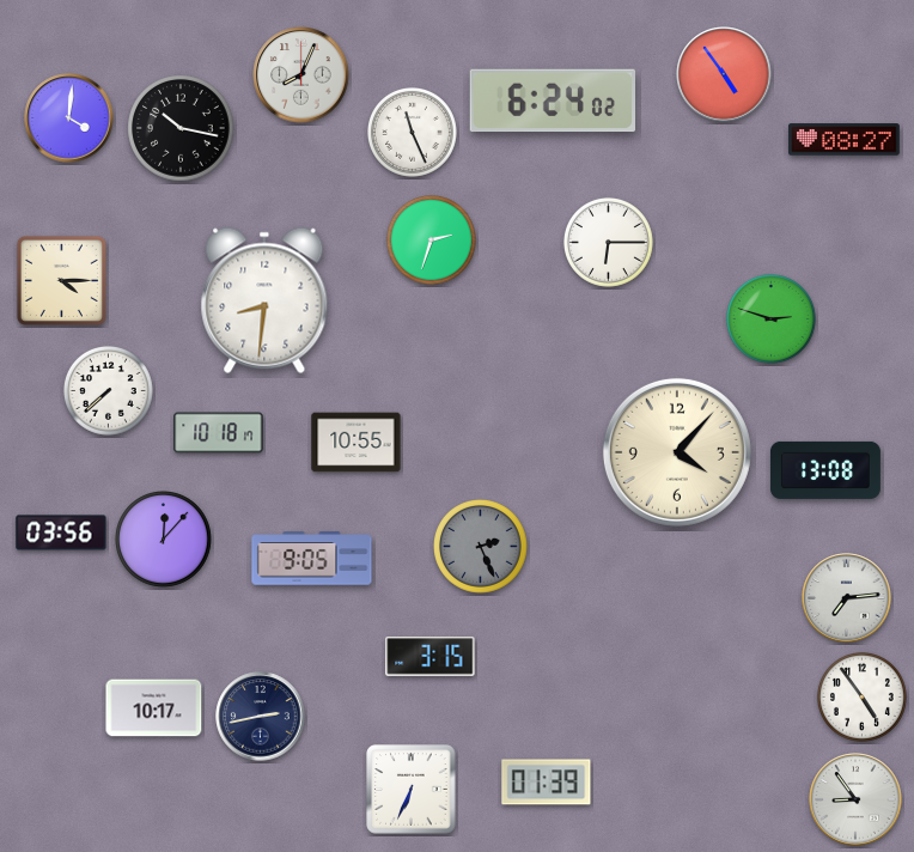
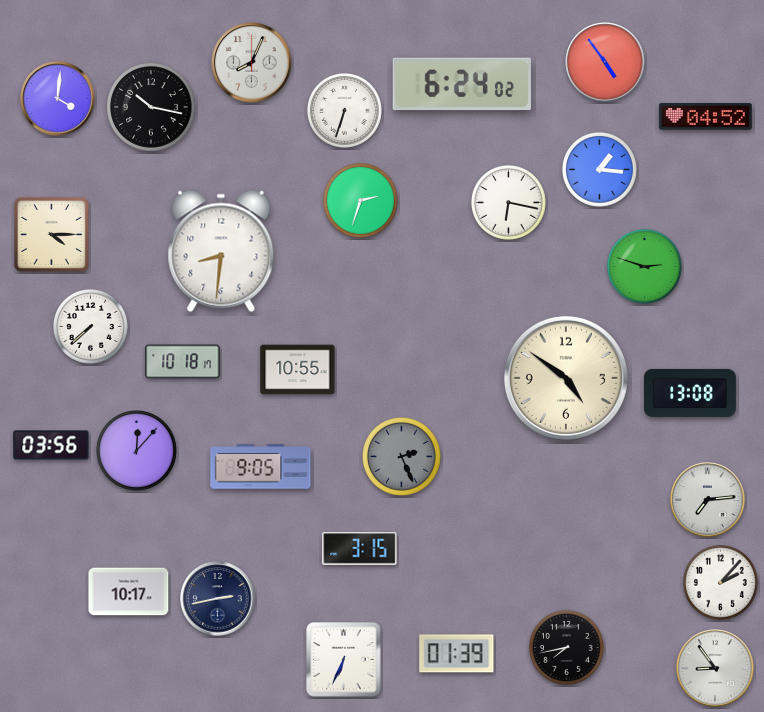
clock at (412, 132): 11:26 -> 6:33
clock at (843, 140): 08:27 -> 04:52
clock at (599, 169): none -> 1:16
clock at (608, 242): 6:15 -> 6:17
clock at (677, 452): 4:07 -> 4:51
clock at (861, 696): 4:54 -> 2:07
clock at (566, 647): none -> 7:43
